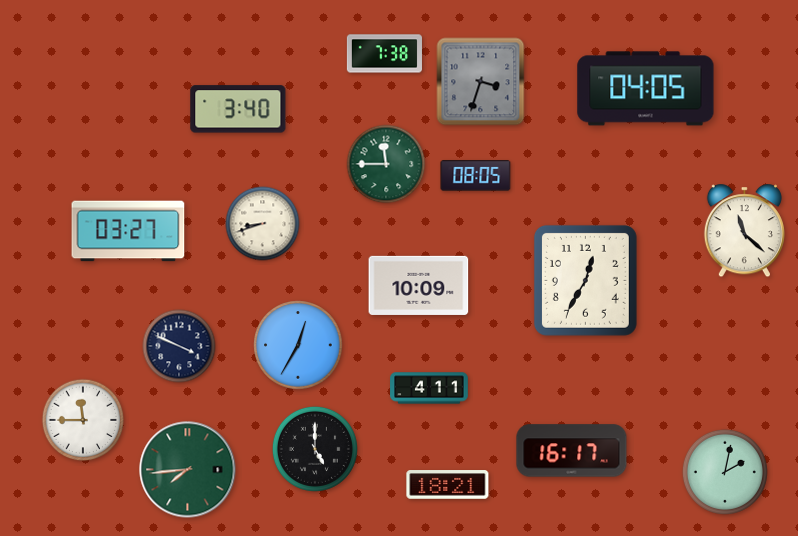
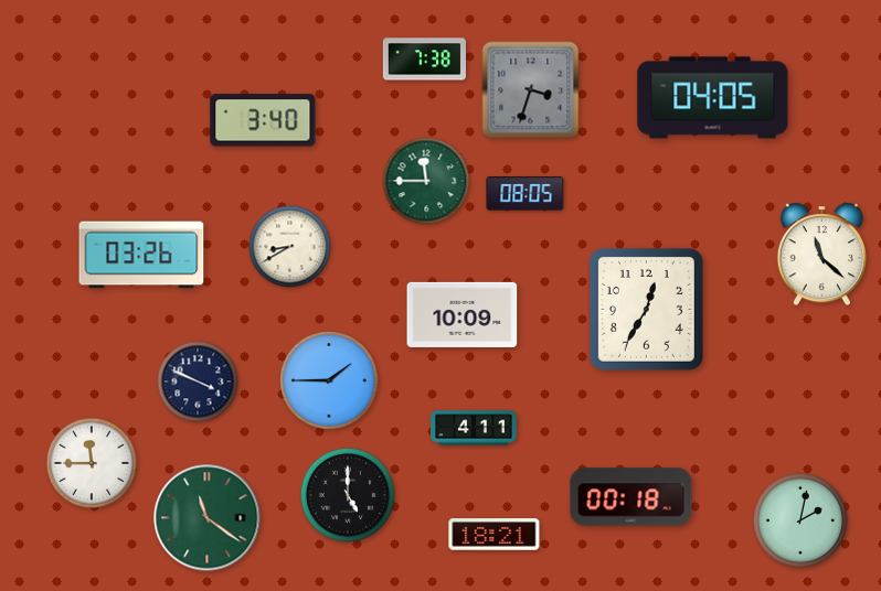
clock at (263, 224): 8:42 -> 8:40
clock at (128, 231): 03:27 -> 03:26
clock at (298, 345): 12:35 -> 1:45
clock at (572, 451): 16:17 -> 00:18
clock at (188, 470): 7:44 -> 11:21
